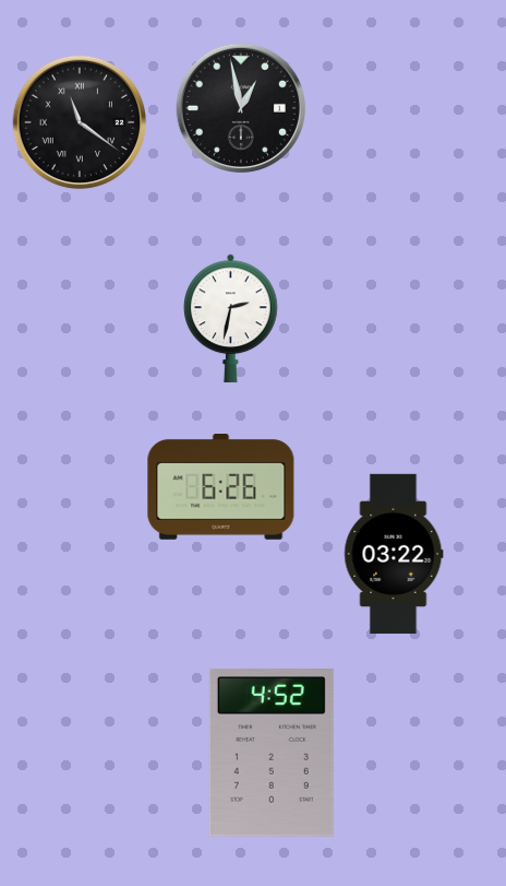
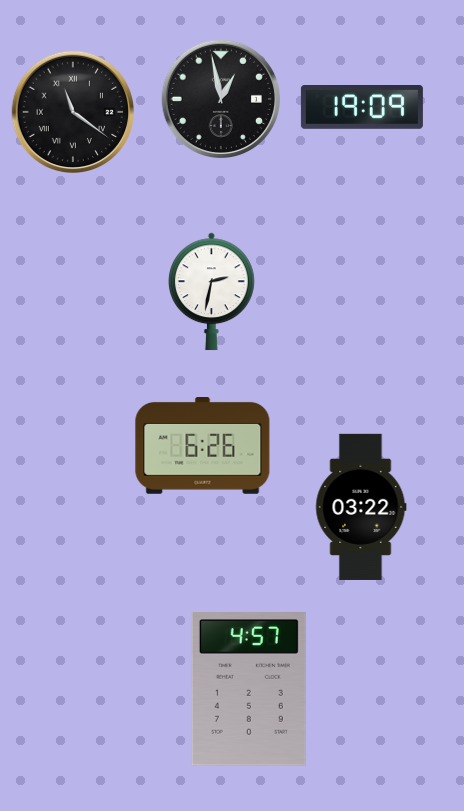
clock at (362, 108): none -> 19:09
clock at (272, 754): 4:52 -> 4:57
